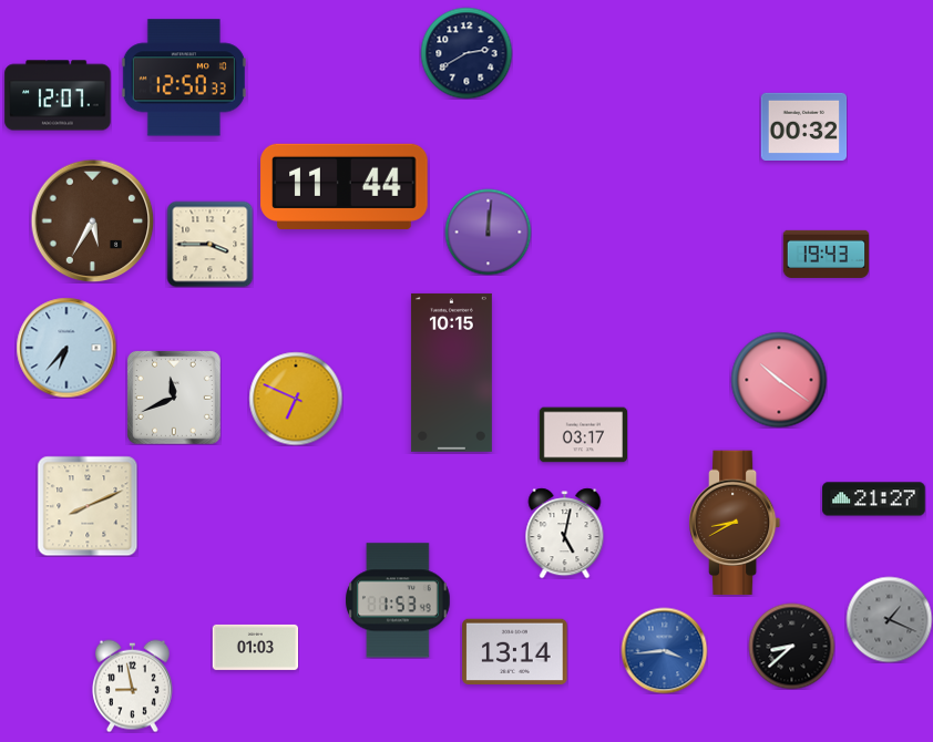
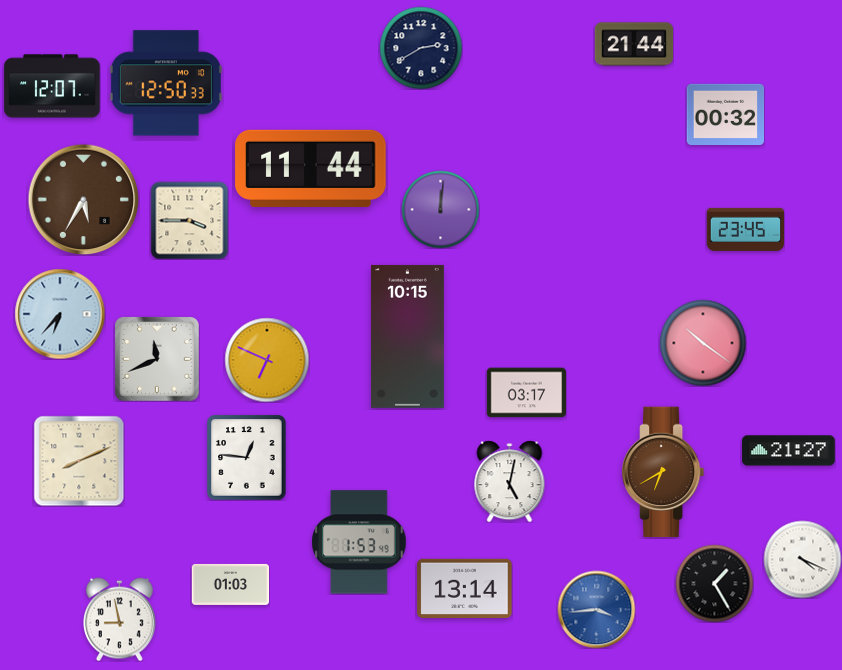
clock at (634, 44): none -> 21:44
clock at (184, 78) position: (184, 78) -> (166, 83)
clock at (826, 254): 19:43 -> 23:45
clock at (88, 506) position: (88, 506) -> (79, 461)
clock at (247, 457): none -> 12:46
clock at (735, 523): 8:40 -> 6:40
clock at (889, 619): 1:19 -> 4:19
clock at (889, 619) dial: grey -> white
clock at (791, 646): 8:38 -> 1:25
clock at (664, 650) position: (664, 650) -> (596, 609)
